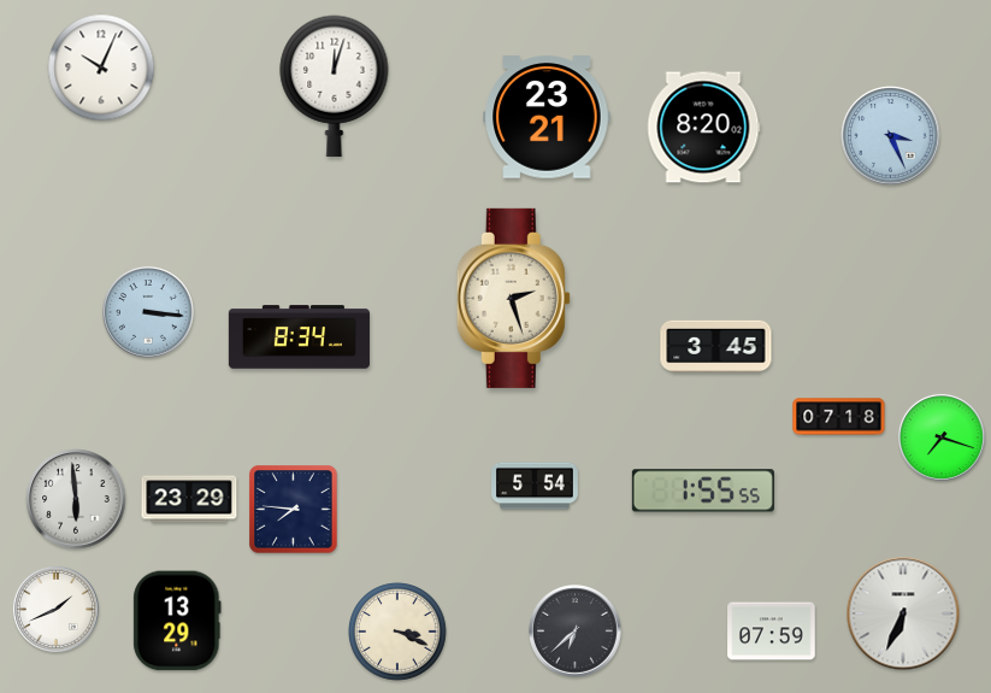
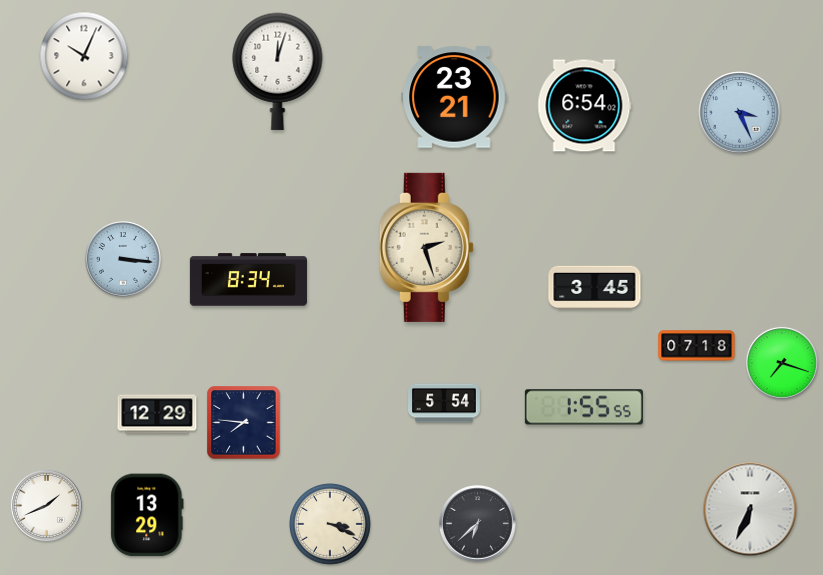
clock at (704, 128): 8:20 -> 6:54
clock at (76, 499): 5:59 -> none
clock at (189, 499): 23:29 -> 12:29
clock at (772, 632): 07:59 -> none
